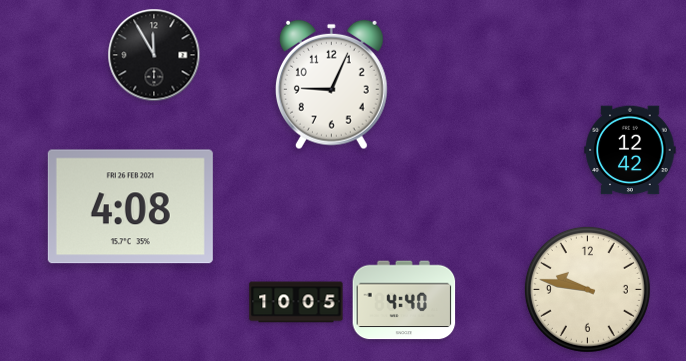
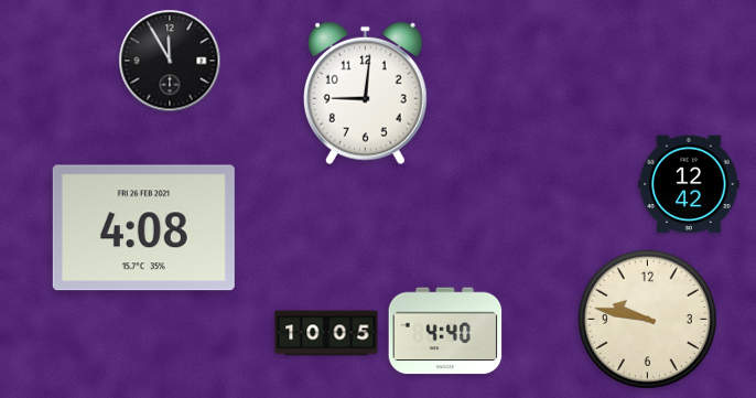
clock at (331, 85): 9:04 -> 9:01
clock at (630, 150) position: (630, 150) -> (689, 184)
